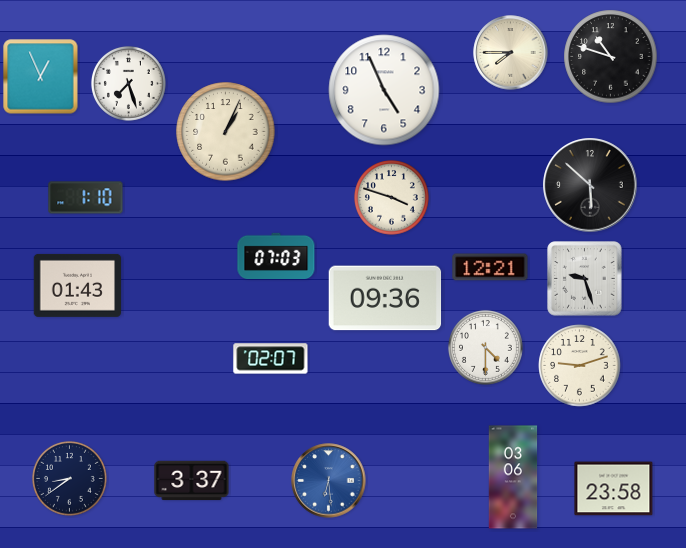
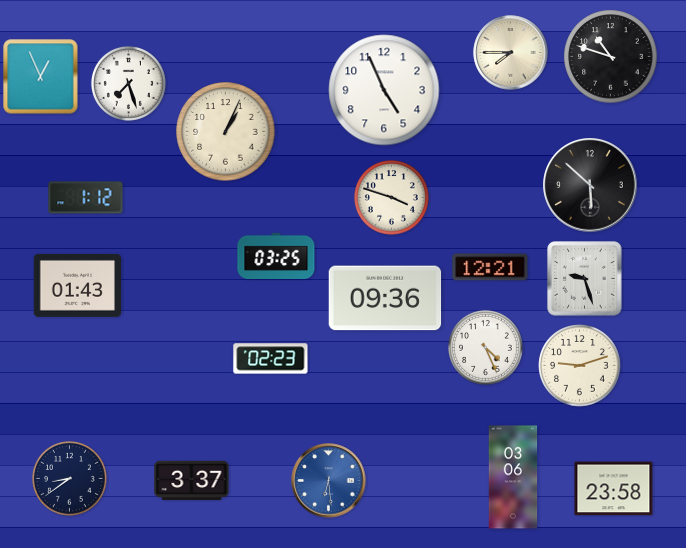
clock at (86, 198): 1:10 -> 1:12
clock at (276, 255): 07:03 -> 03:25
clock at (485, 347): 4:30 -> 4:26
clock at (271, 359): 02:07 -> 02:23
